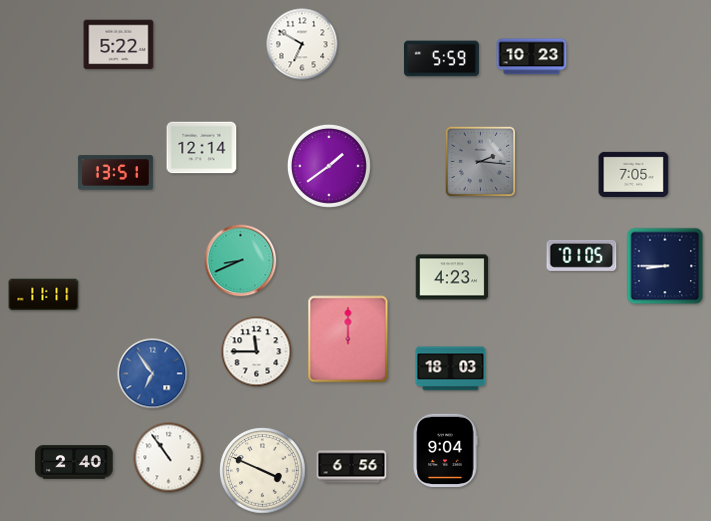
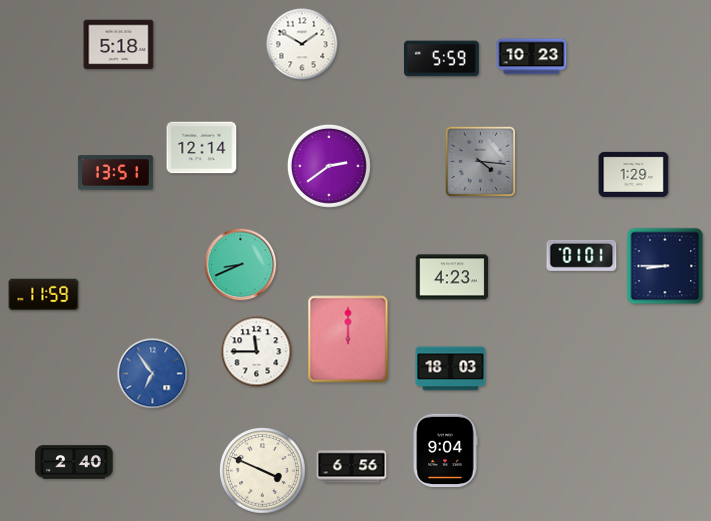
clock at (302, 44): 6:50 -> 1:50
clock at (119, 45): 5:22 -> 5:18
clock at (481, 162): 2:16 -> 4:16
clock at (329, 166): 1:39 -> 2:39
clock at (634, 174): 7:05 -> 1:29
clock at (582, 255): 01:05 -> 01:01
clock at (241, 261) position: (241, 261) -> (241, 265)
clock at (44, 295): 11:11 -> 11:59
clock at (169, 458): 10:54 -> none
